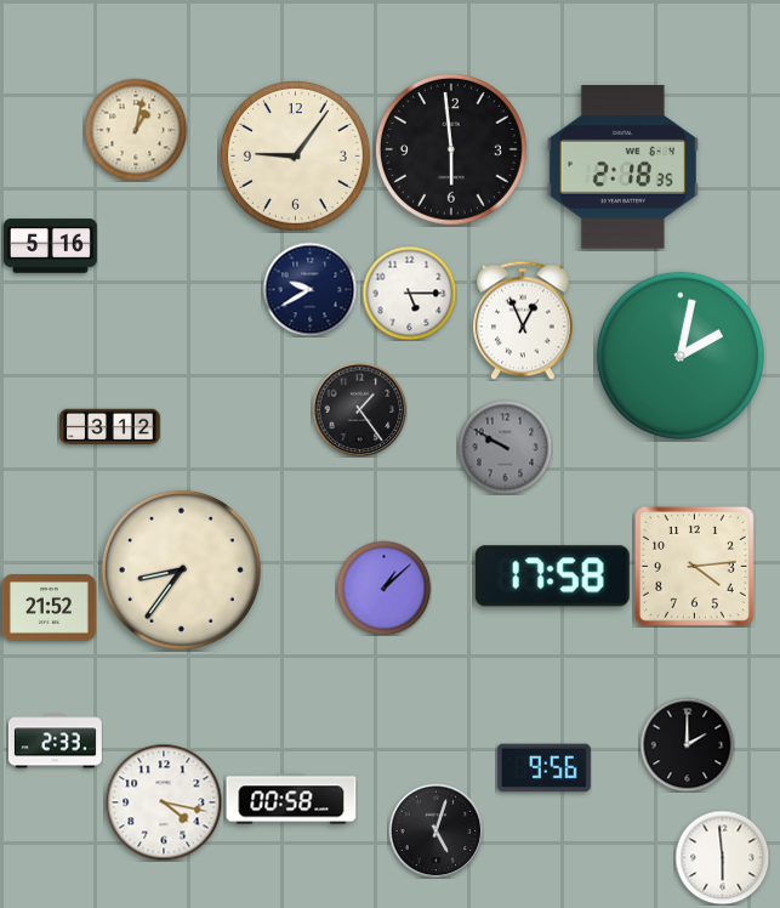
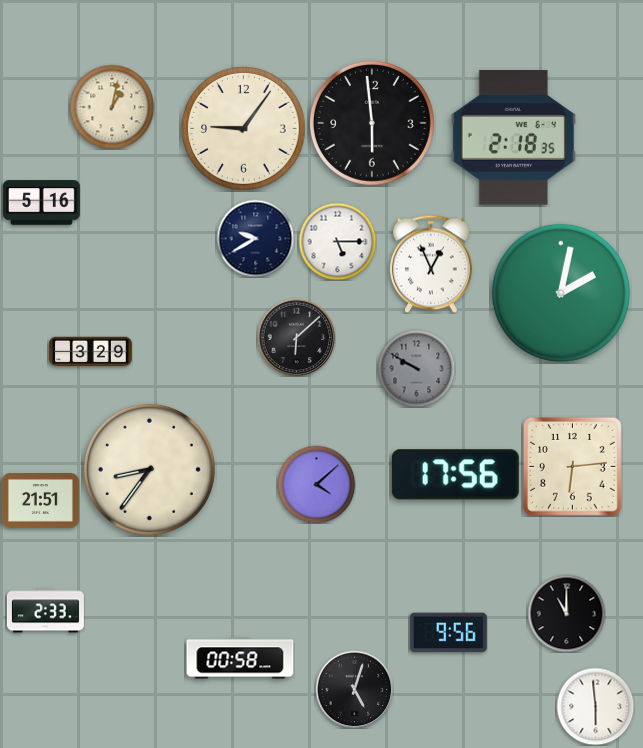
clock at (359, 409): 1:24 -> 6:08
clock at (110, 427): 3:12 -> 3:29
clock at (694, 566): 4:14 -> 6:14
clock at (552, 577): 17:58 -> 17:56
clock at (383, 588): 1:08 -> 4:08
clock at (49, 608): 21:52 -> 21:51
clock at (687, 744): 2:00 -> 11:00
clock at (164, 802): 4:17 -> none
clock at (435, 830) position: (435, 830) -> (354, 689)
